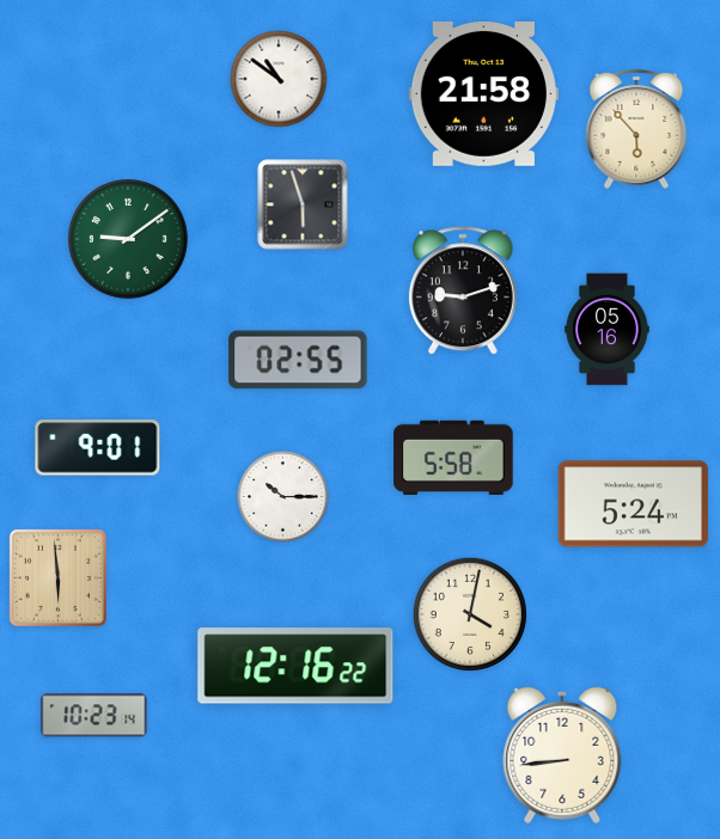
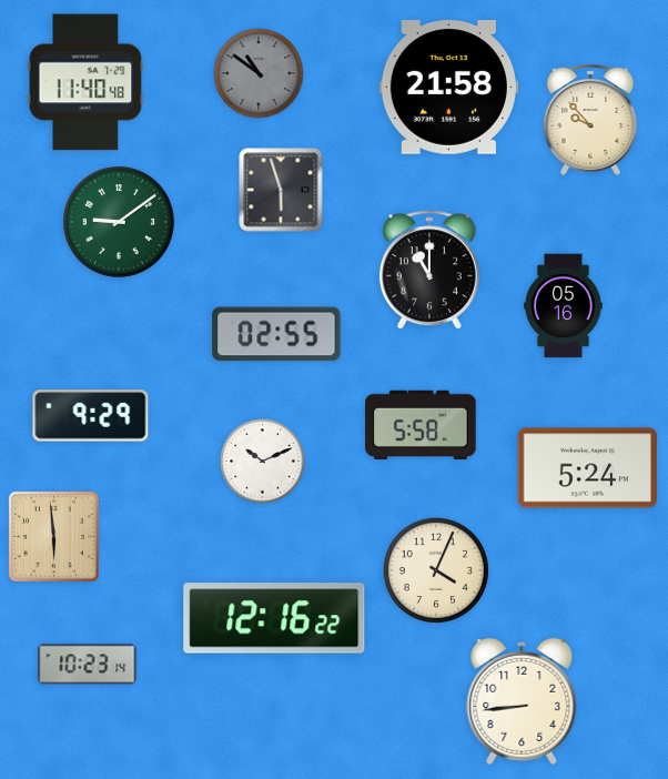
clock at (279, 79) dial: white -> grey
clock at (85, 82): none -> 11:40
clock at (636, 129): 5:53 -> 9:53
clock at (463, 292): 9:12 -> 11:00
clock at (98, 448): 9:01 -> 9:29
clock at (283, 497): 10:15 -> 10:11
clock at (469, 613): 4:02 -> 4:04
